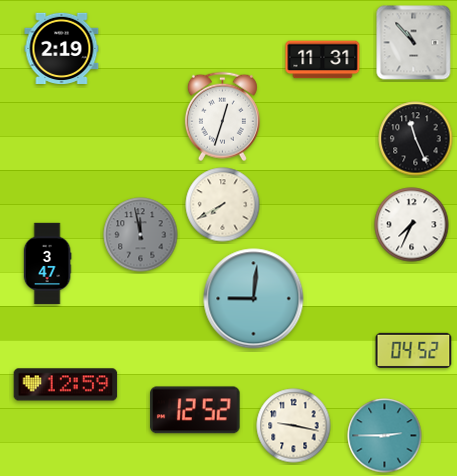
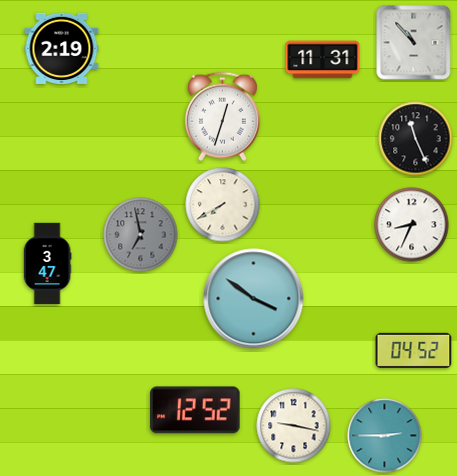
clock at (412, 225): 7:34 -> 8:34
clock at (141, 235): 11:58 -> 6:58
clock at (254, 299): 9:01 -> 3:51
clock at (66, 385): 12:59 -> none
